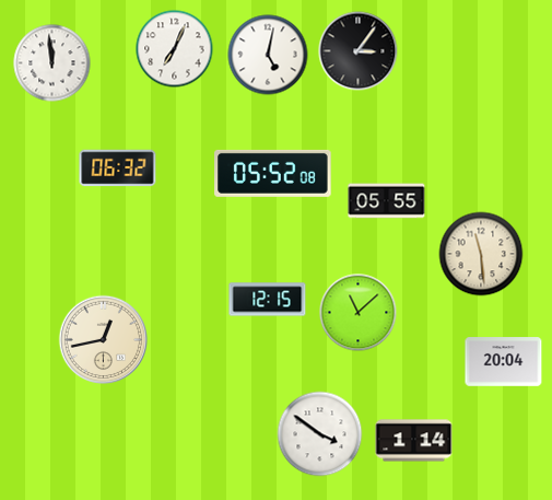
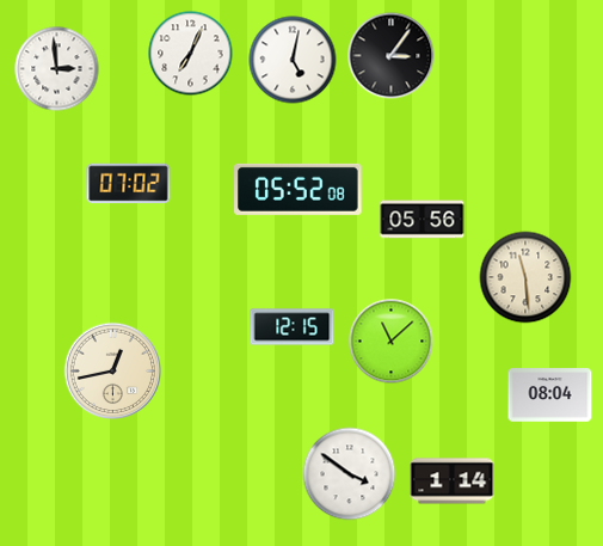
clock at (52, 63): 11:59 -> 2:59
clock at (118, 168): 06:32 -> 07:02
clock at (387, 201): 05:55 -> 05:56
clock at (504, 362): 20:04 -> 08:04
